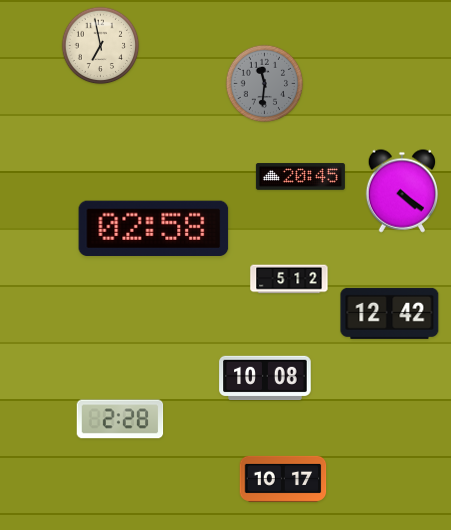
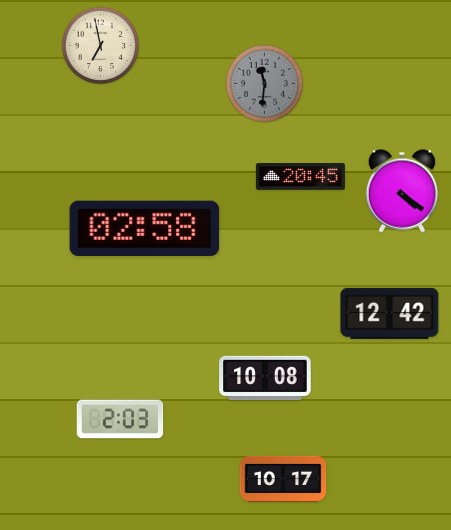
clock at (154, 228) position: (154, 228) -> (145, 228)
clock at (289, 279): 5:12 -> none
clock at (120, 419): 2:28 -> 2:03
